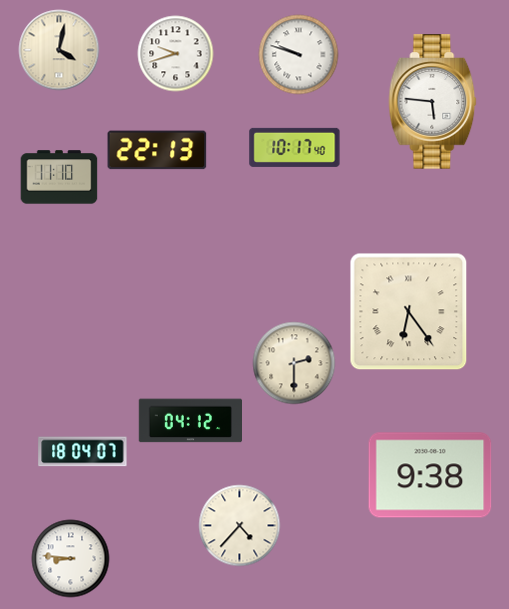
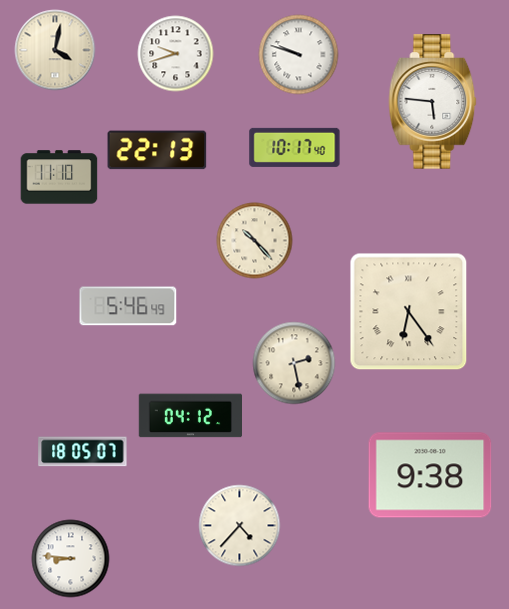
clock at (59, 50) position: (59, 50) -> (55, 50)
clock at (255, 241): none -> 10:23
clock at (128, 306): none -> 5:46
clock at (294, 363): 2:30 -> 2:28
clock at (190, 421) position: (190, 421) -> (190, 416)
clock at (83, 452): 18:04 -> 18:05
